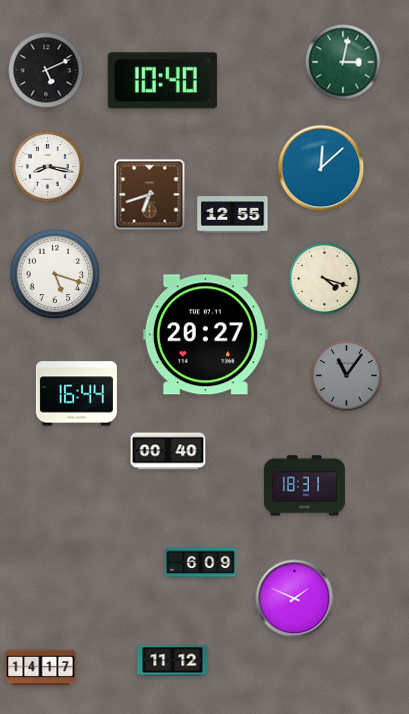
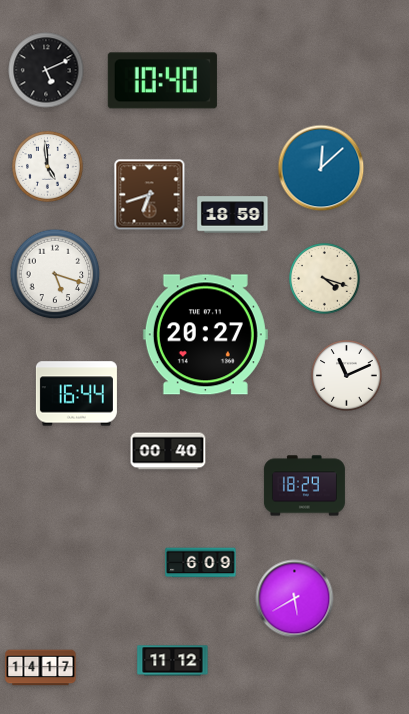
clock at (343, 62): 3:02 -> none
clock at (48, 167): 8:17 -> 4:59
clock at (233, 215): 12:55 -> 18:59
clock at (347, 376): 11:06 -> 11:11
clock at (347, 376) dial: grey -> white
clock at (304, 486): 18:31 -> 18:29
clock at (295, 599): 1:49 -> 5:40
